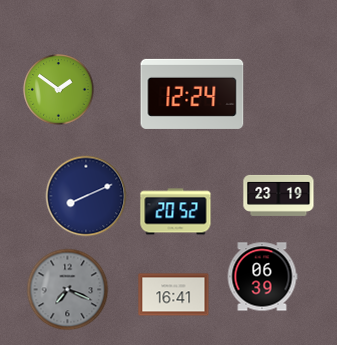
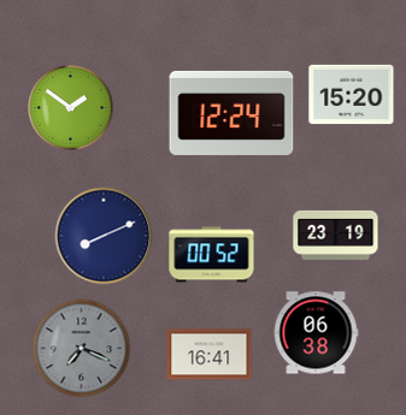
clock at (352, 95): none -> 15:20
clock at (176, 212): 20:52 -> 00:52
clock at (262, 277): 06:39 -> 06:38
